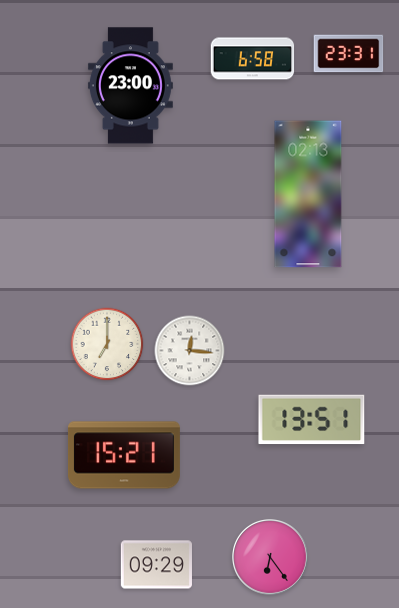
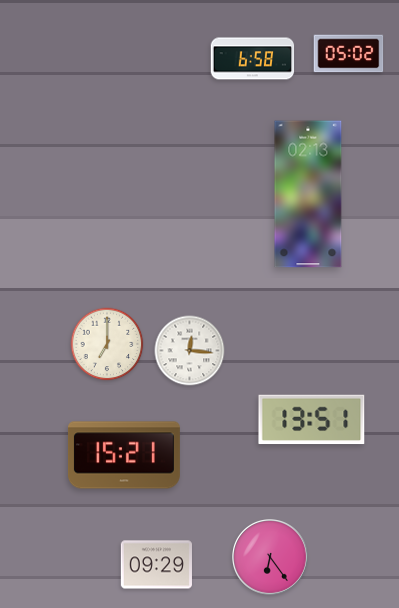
clock at (349, 54): 23:31 -> 05:02
clock at (130, 86): 23:00 -> none
